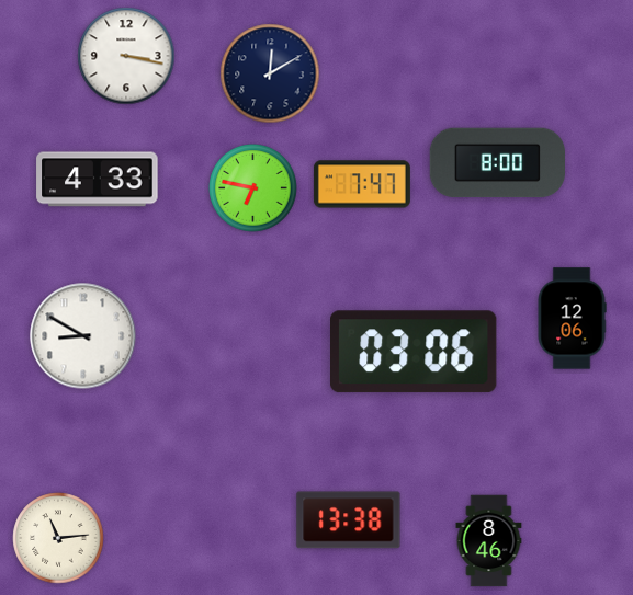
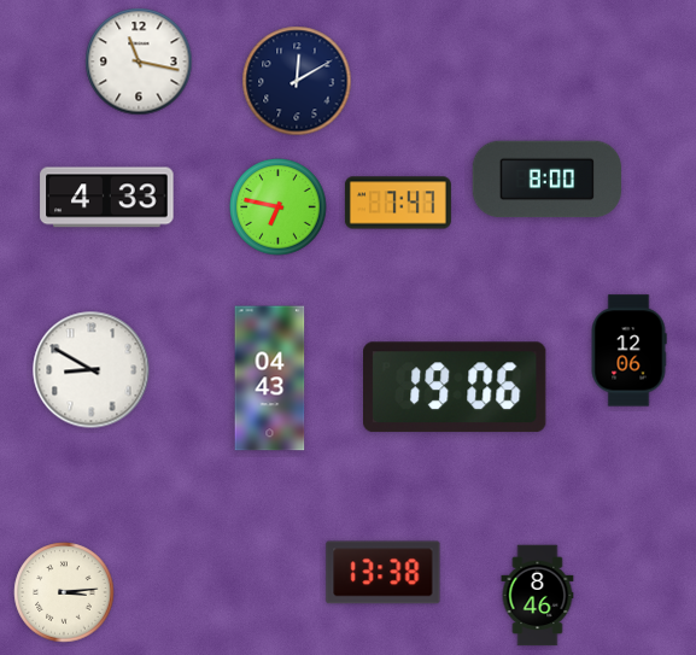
clock at (126, 56): 3:17 -> 11:17
clock at (270, 379): none -> 04:43
clock at (415, 352): 03:06 -> 19:06
clock at (58, 538): 11:14 -> 3:14
